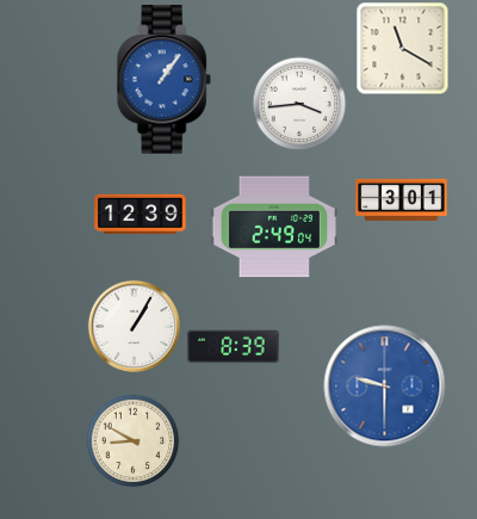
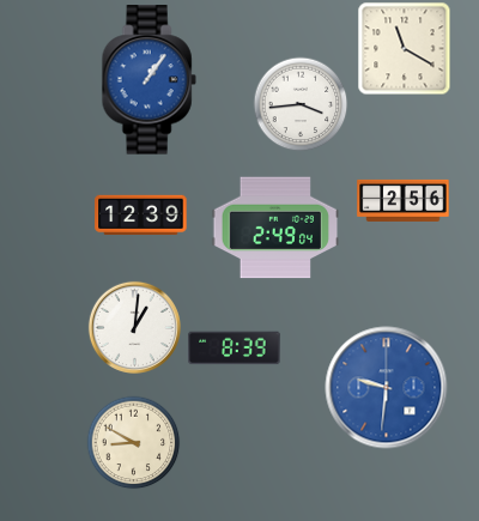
clock at (163, 80) position: (163, 80) -> (148, 80)
clock at (402, 199): 3:01 -> 2:56
clock at (134, 326): 1:05 -> 1:01
clock at (385, 387): 9:30 -> 9:31
